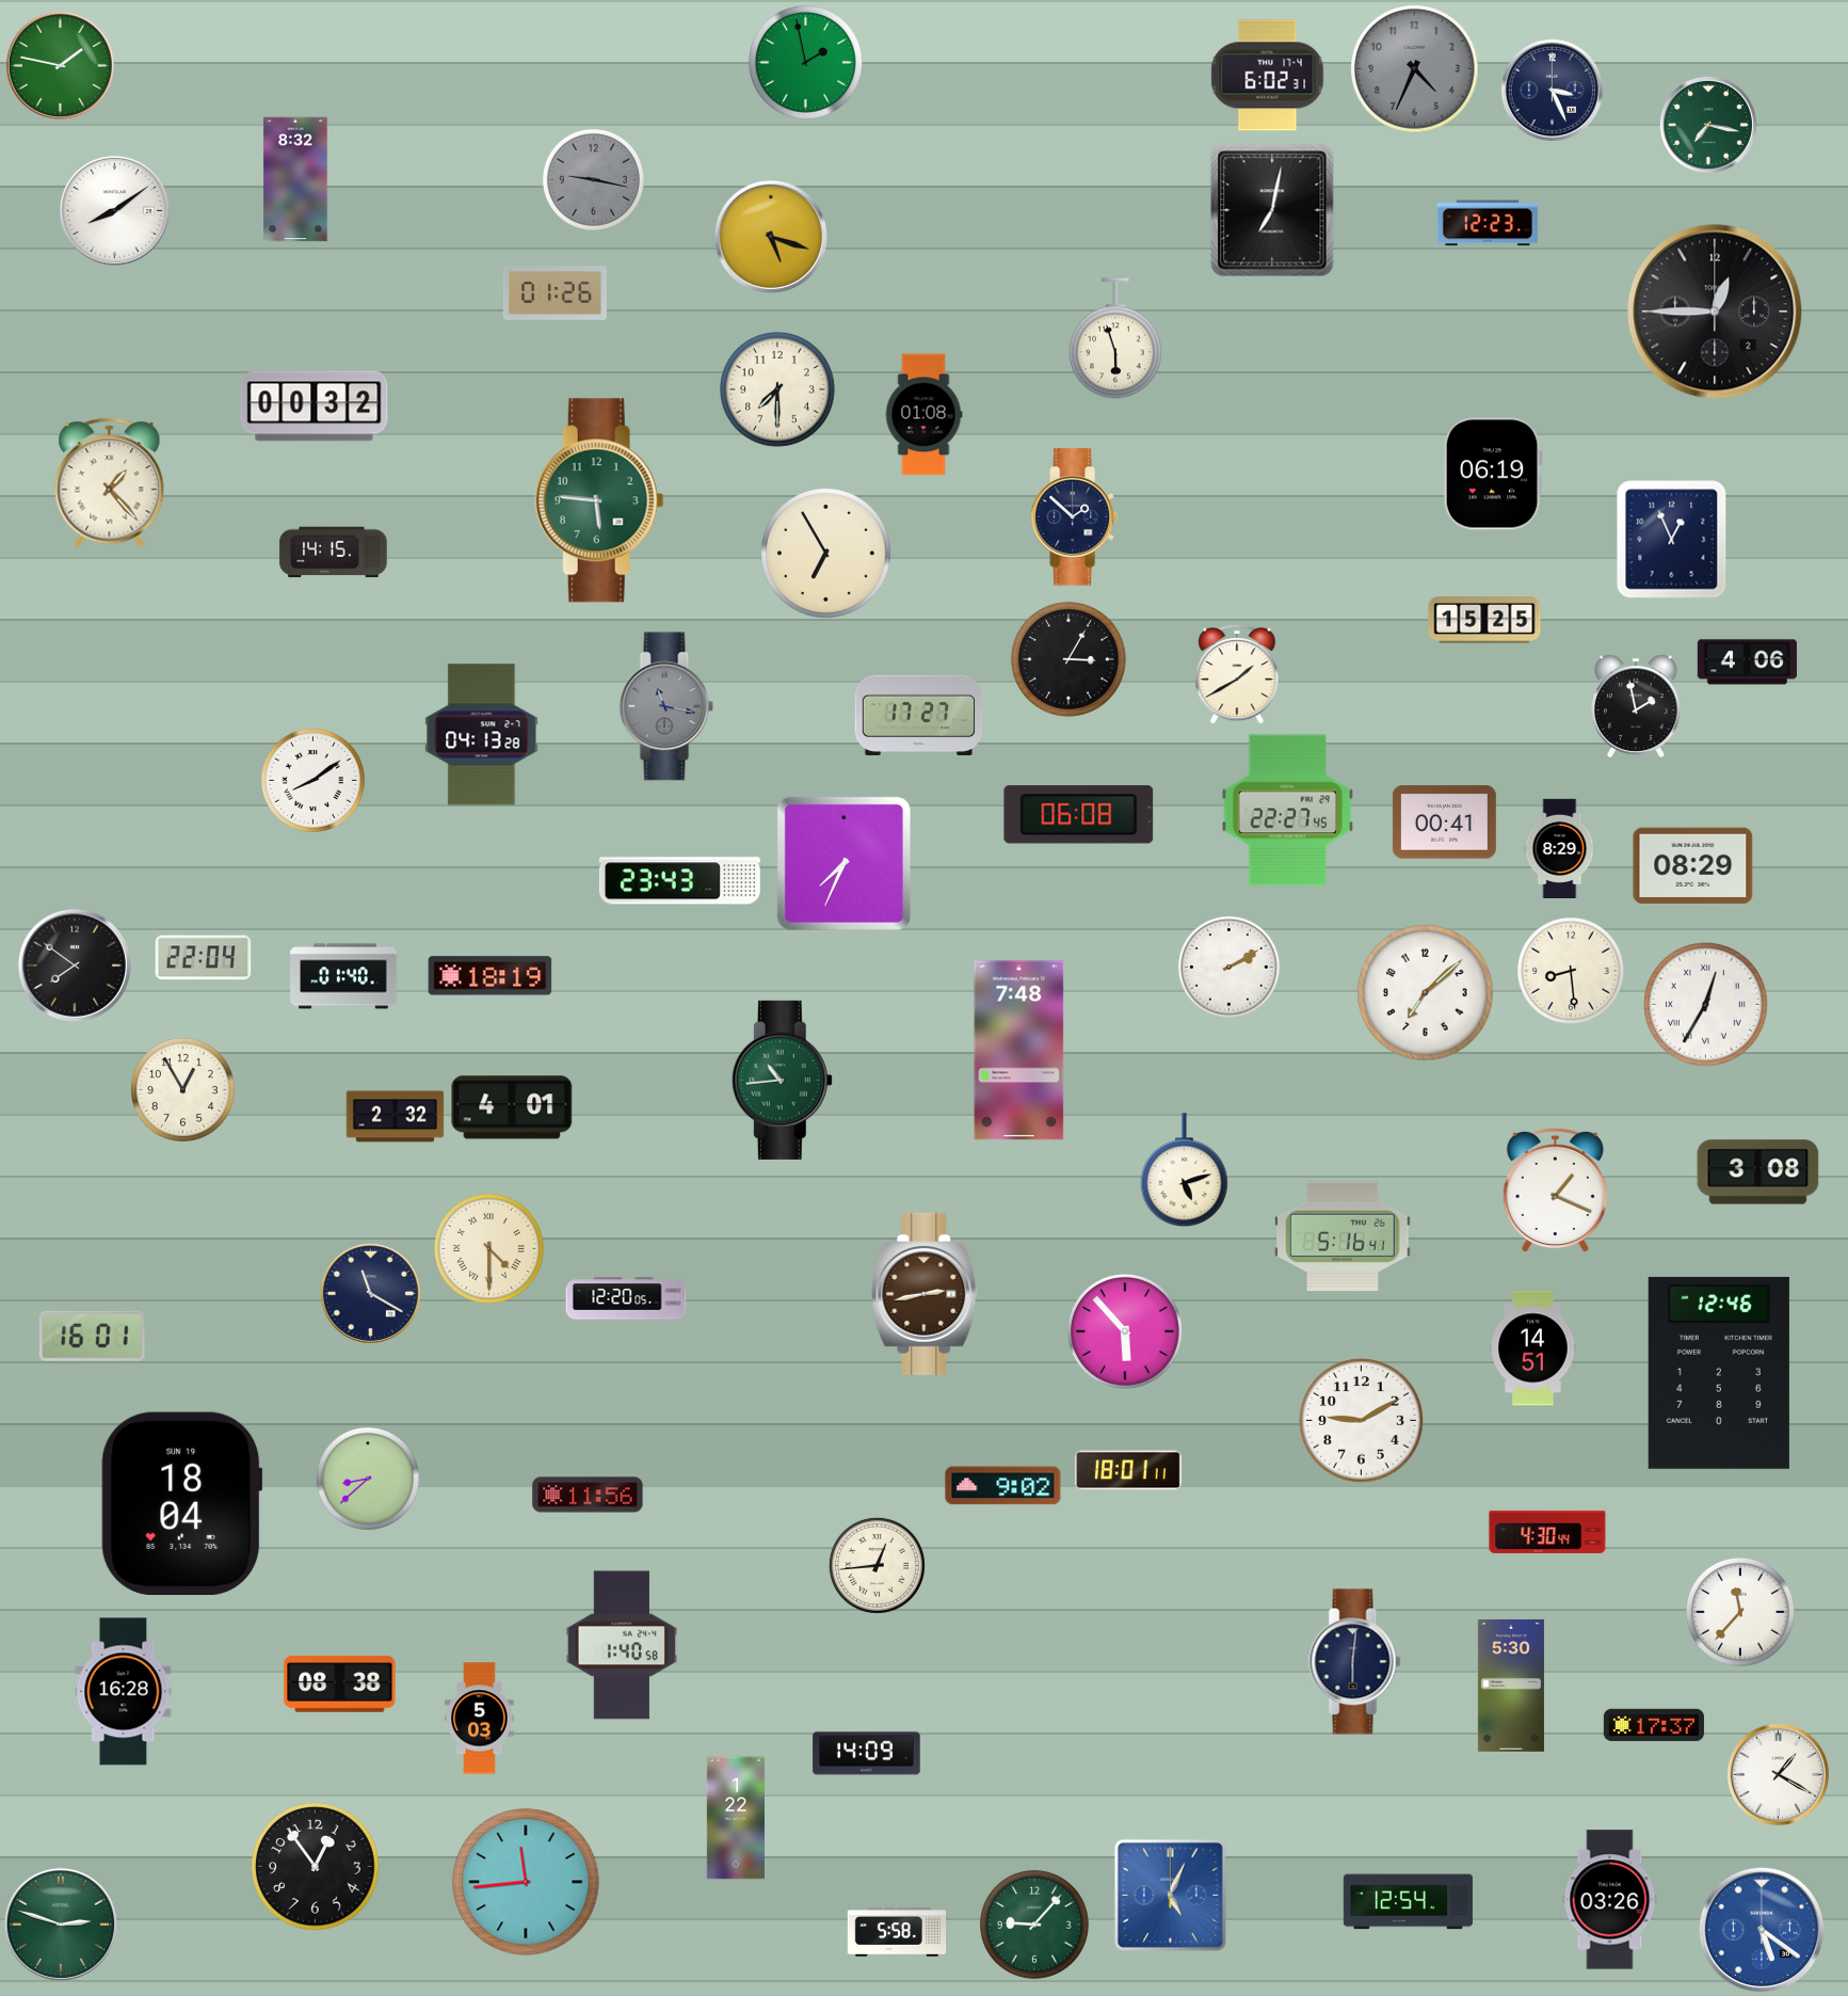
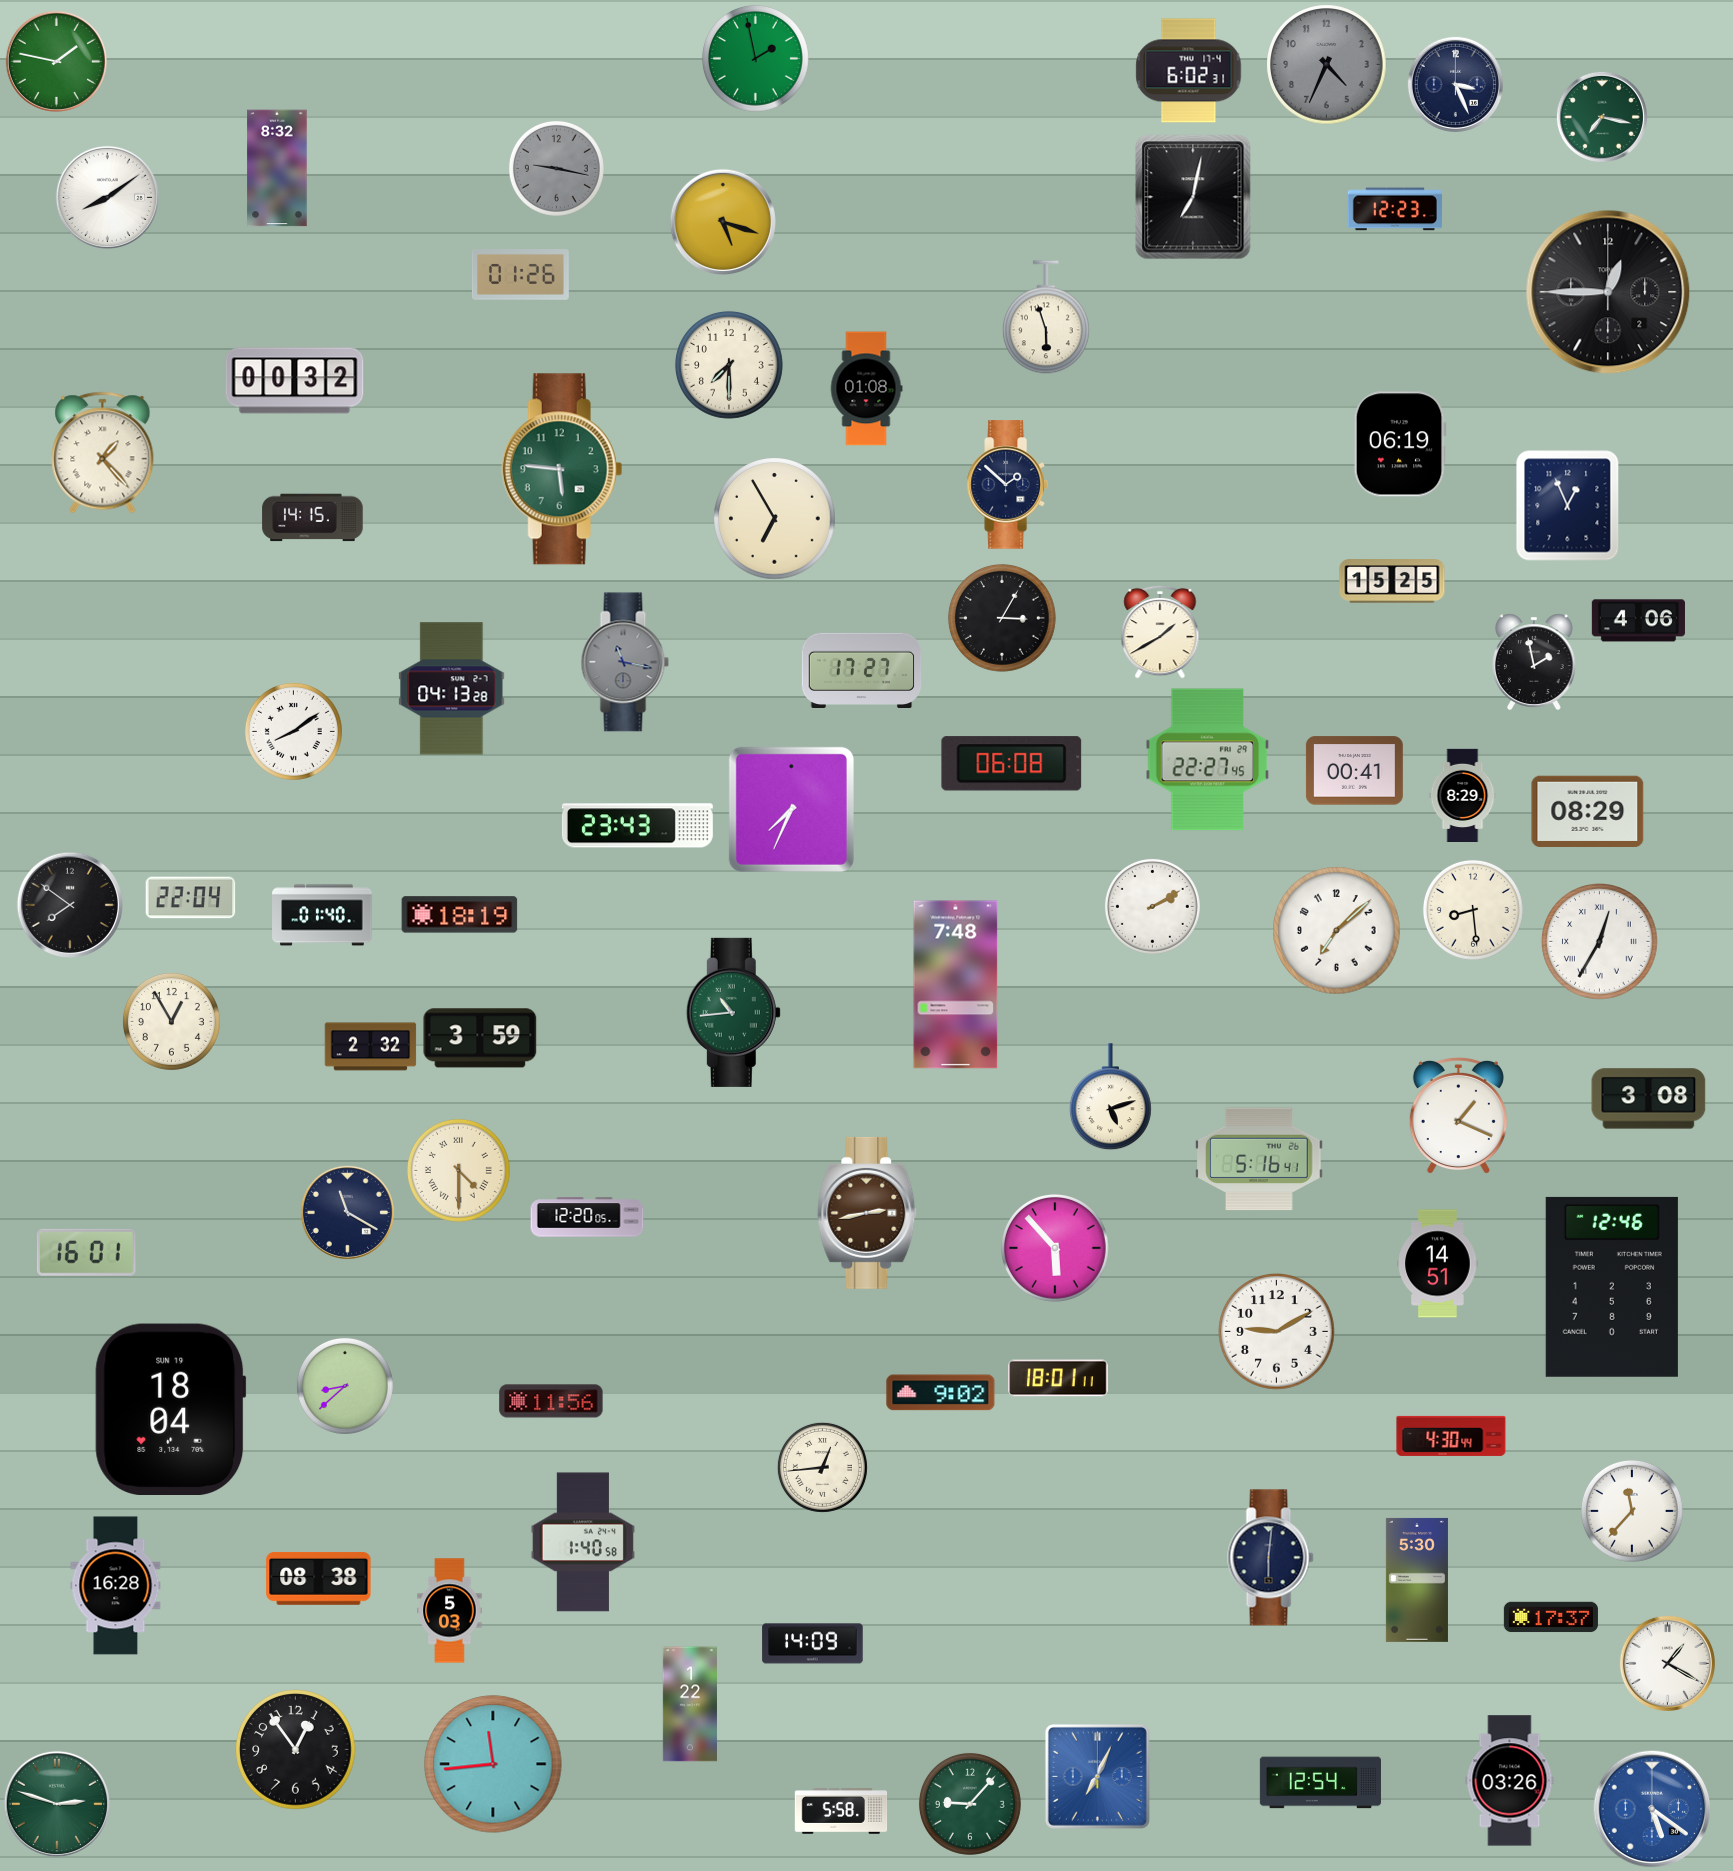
clock at (512, 1107): 4:01 -> 3:59
clock at (1170, 1895): 5:04 -> 7:04
